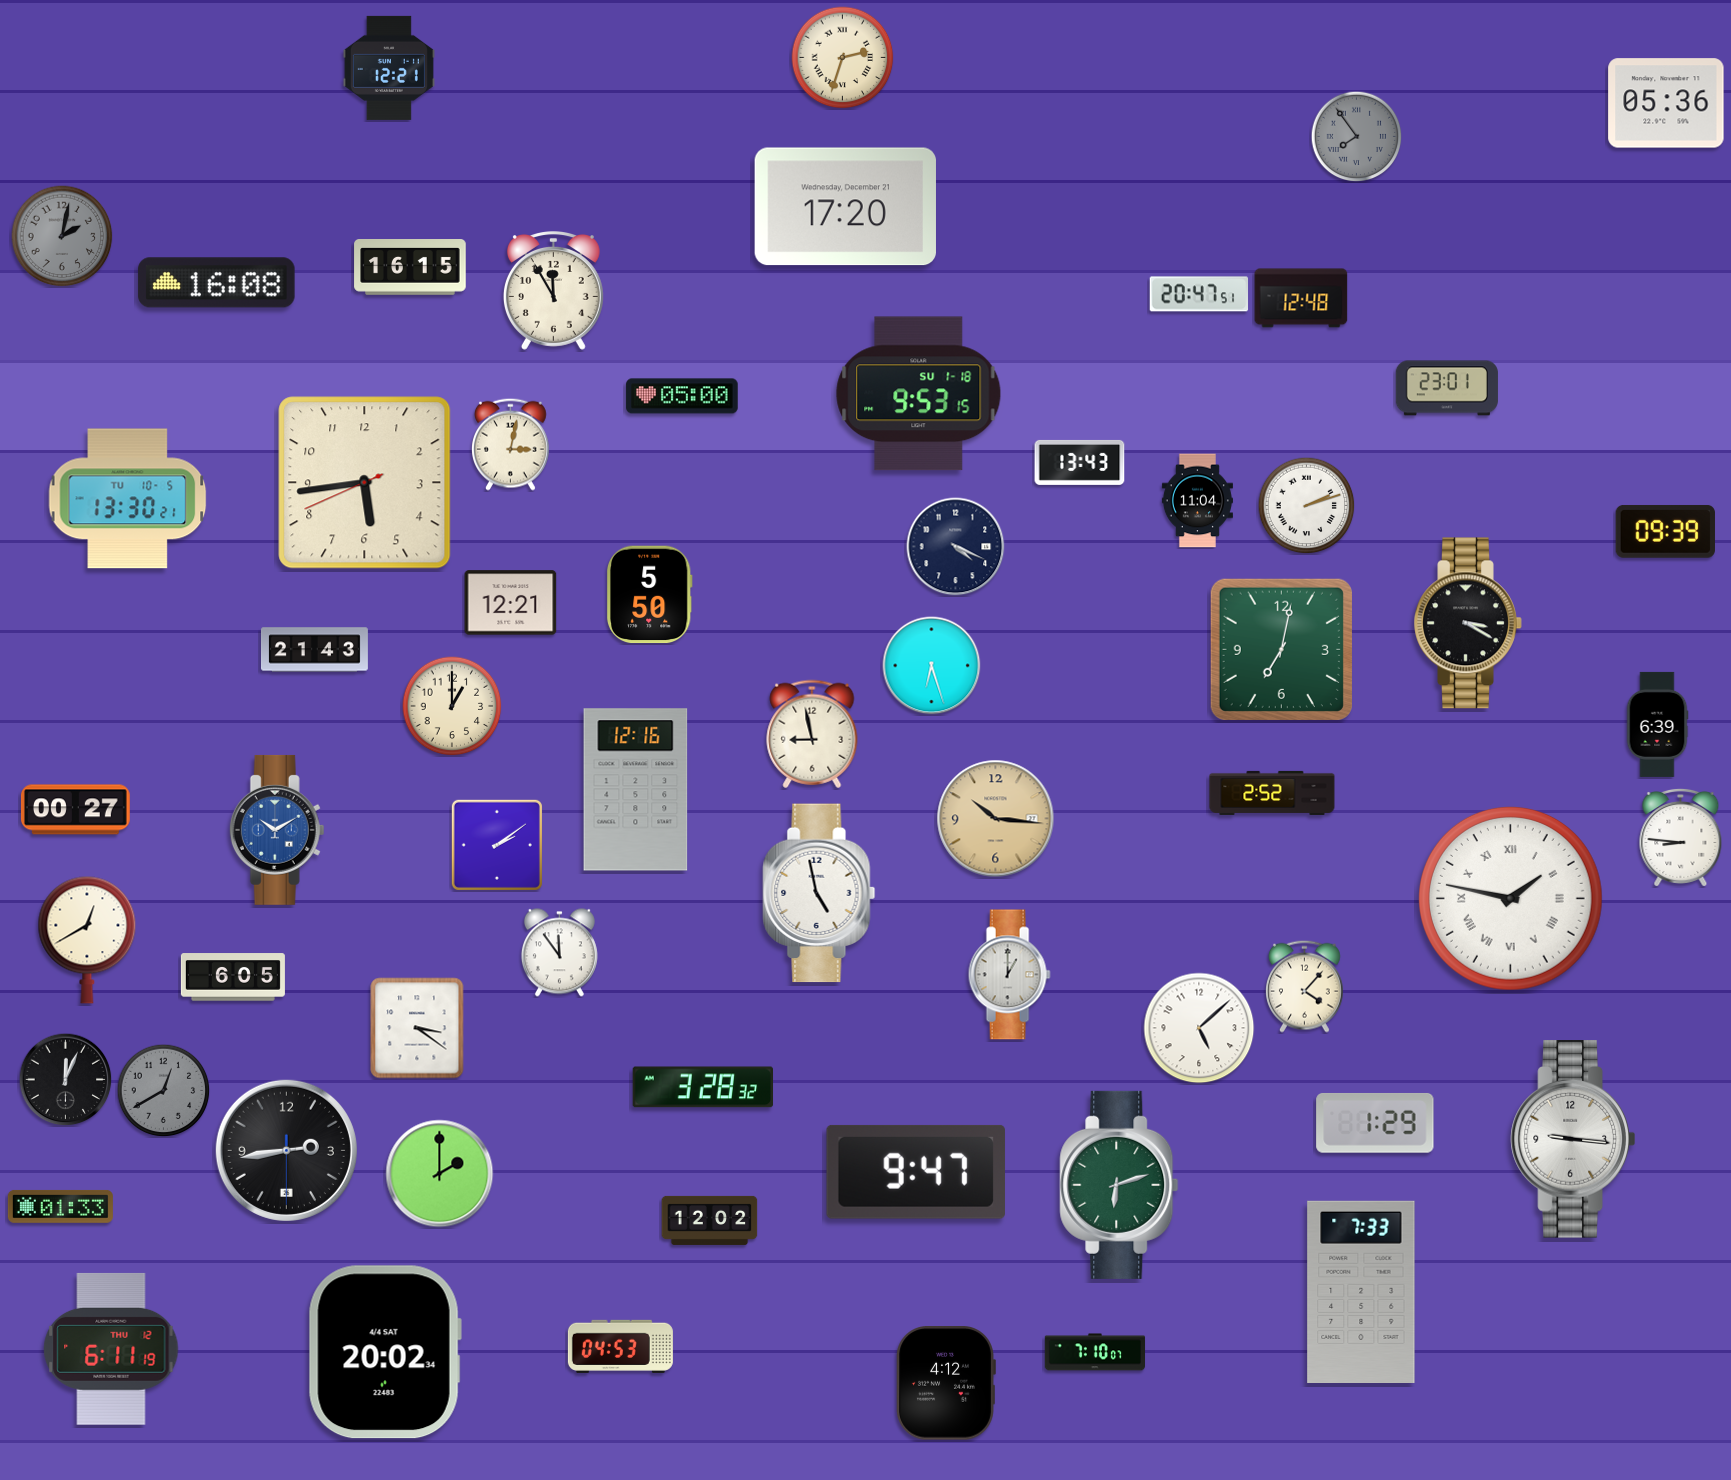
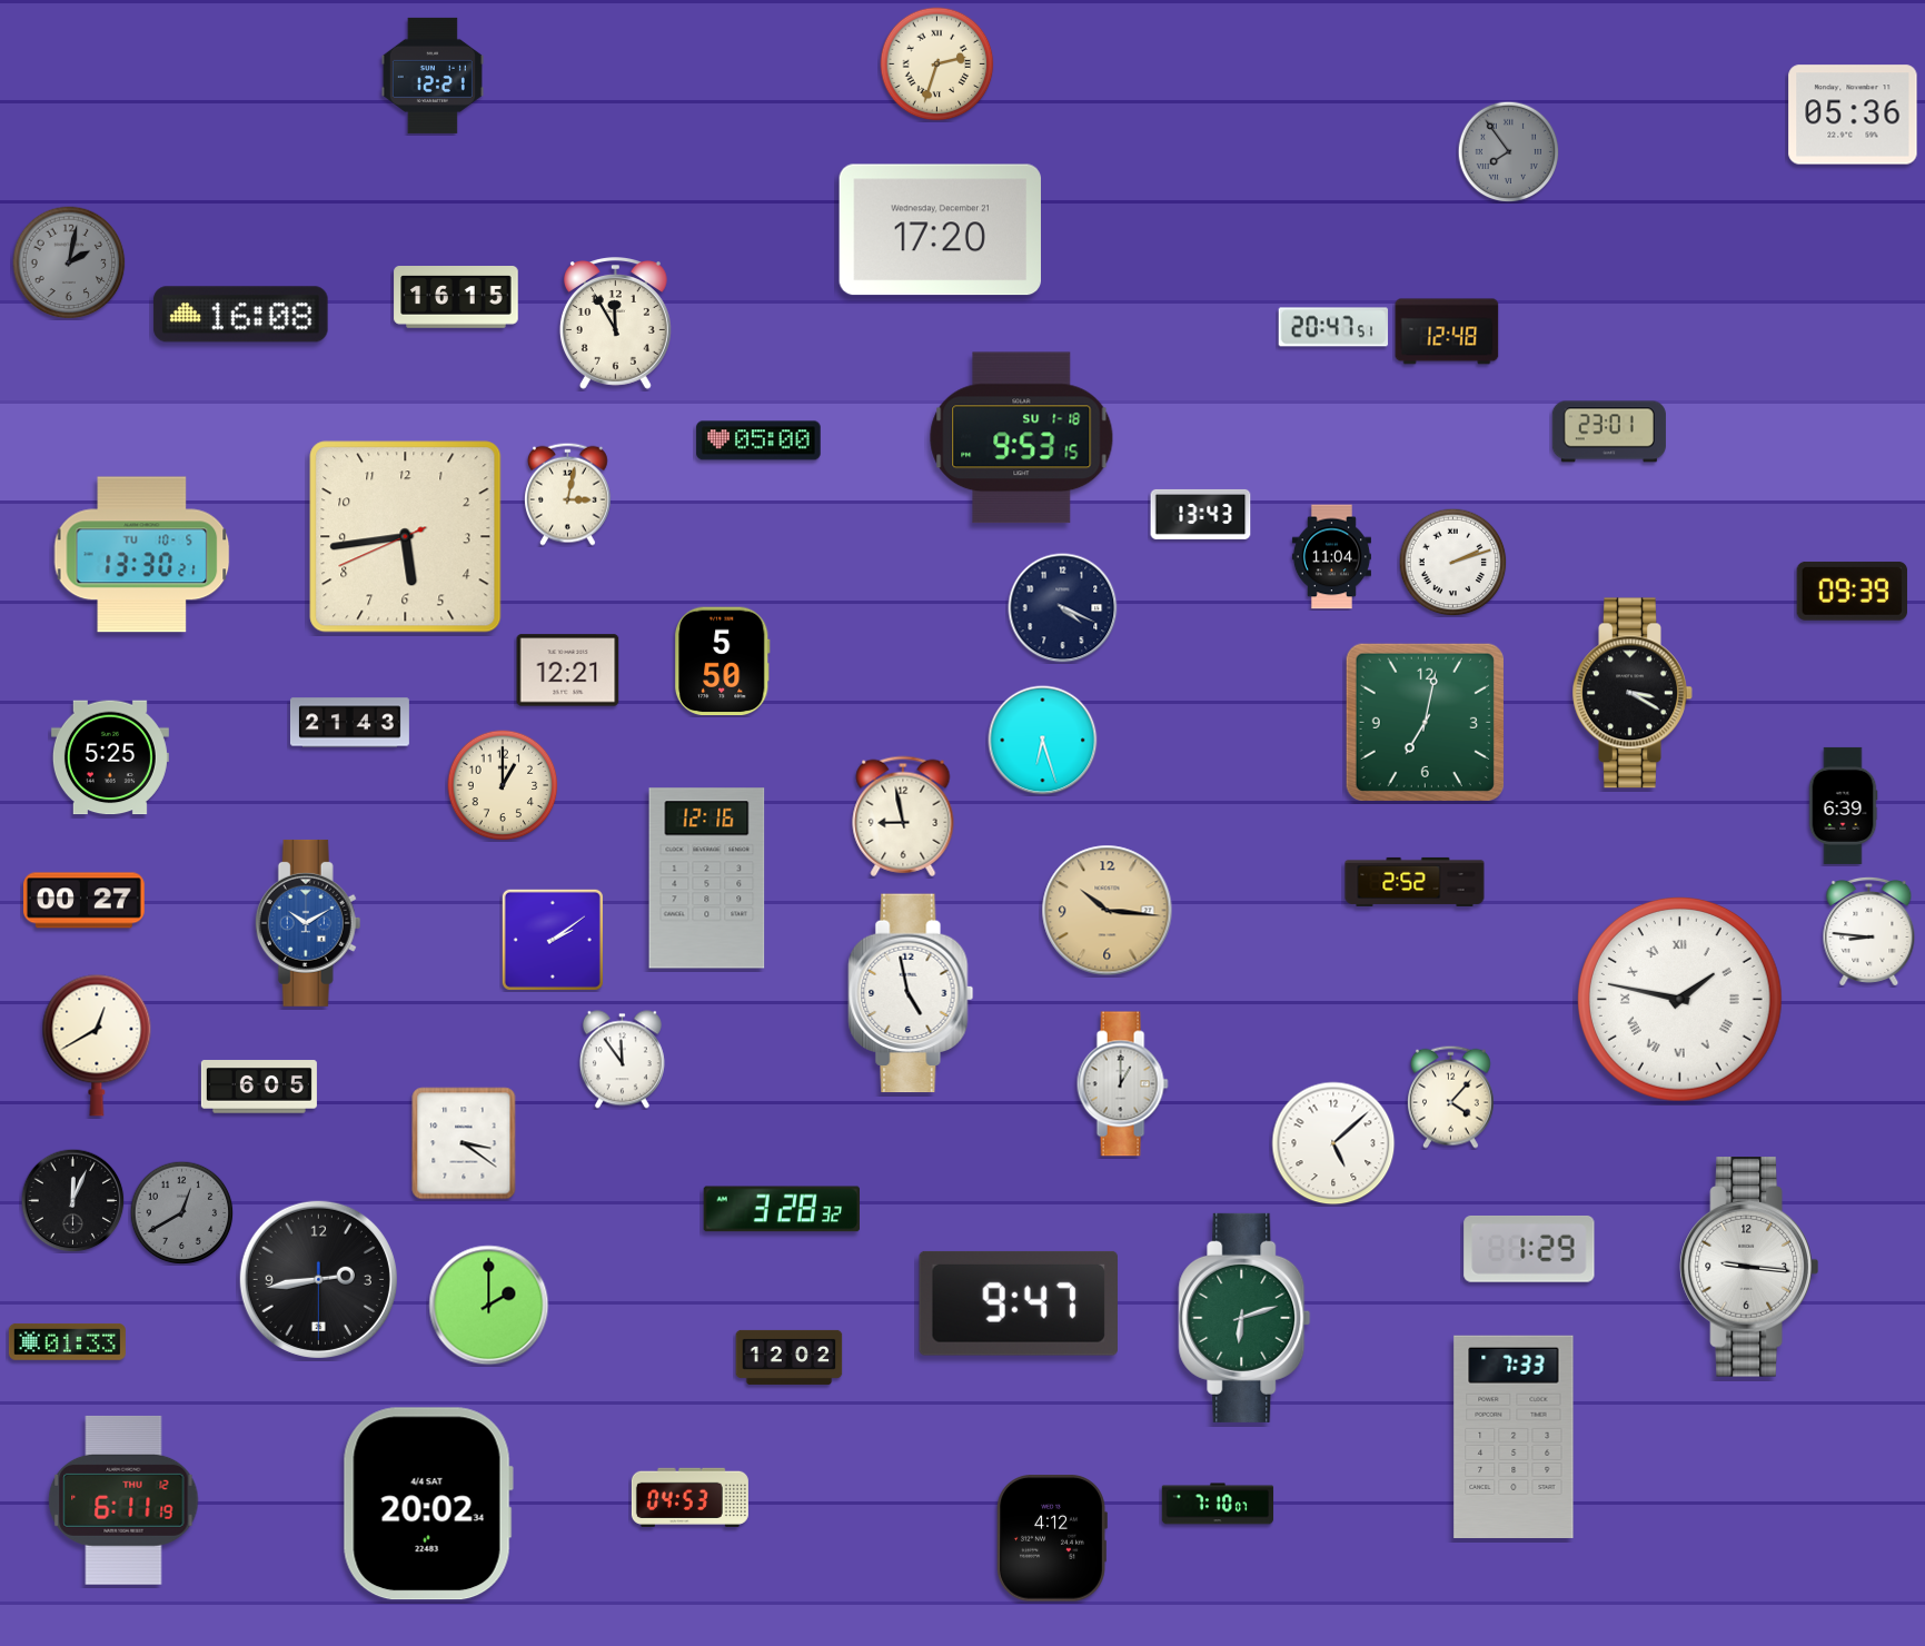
clock at (932, 666) position: (932, 666) -> (1043, 741)
clock at (110, 757): none -> 5:25
